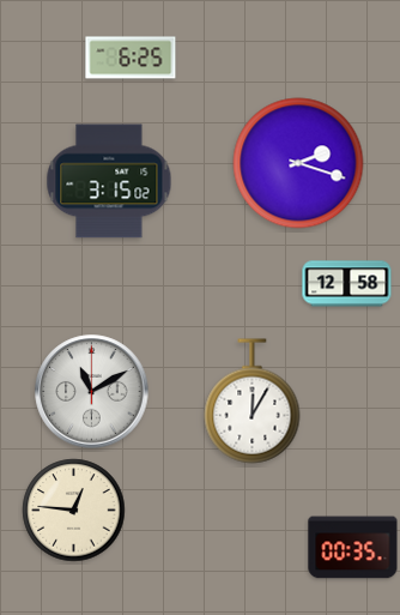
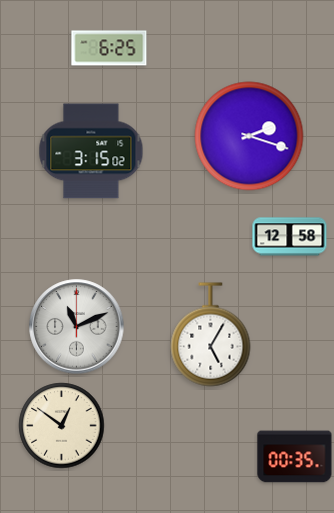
clock at (92, 392): 11:10 -> 11:11
clock at (253, 402): 12:05 -> 5:05
clock at (74, 511): 12:46 -> 12:51
